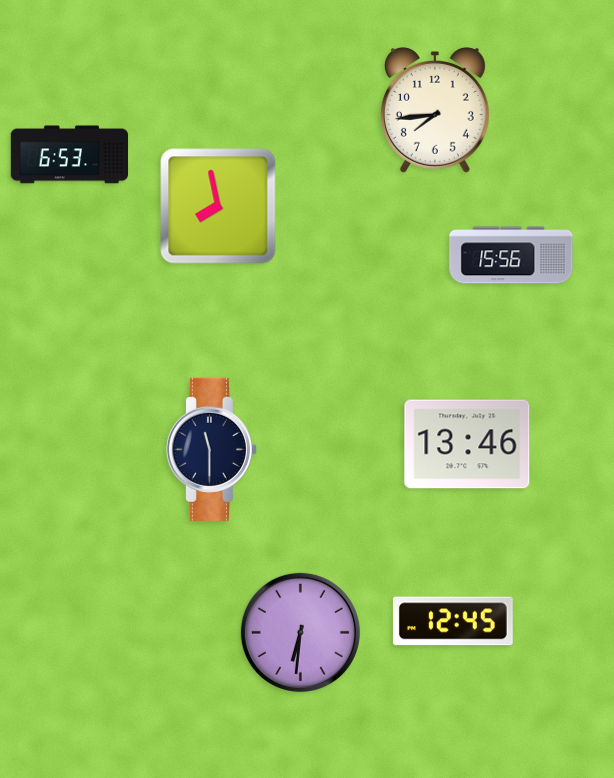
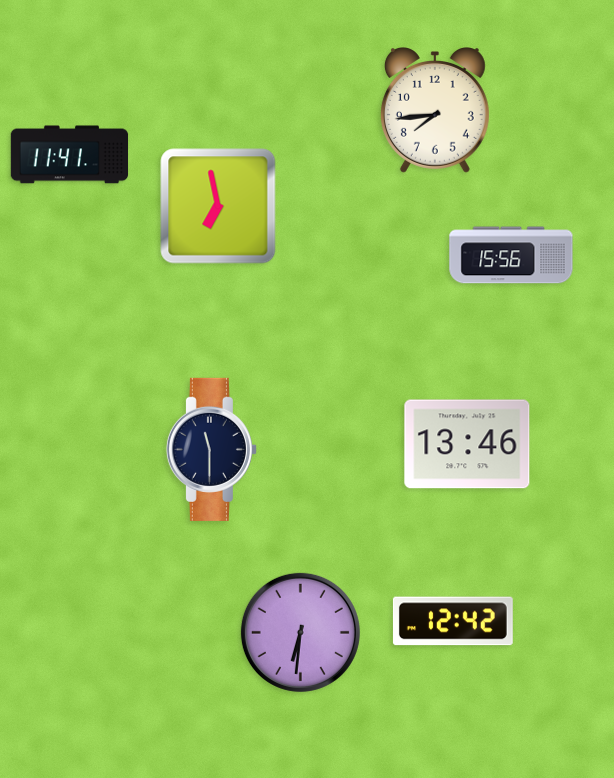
clock at (70, 155): 6:53 -> 11:41
clock at (218, 206): 7:58 -> 6:58
clock at (453, 621): 12:45 -> 12:42
